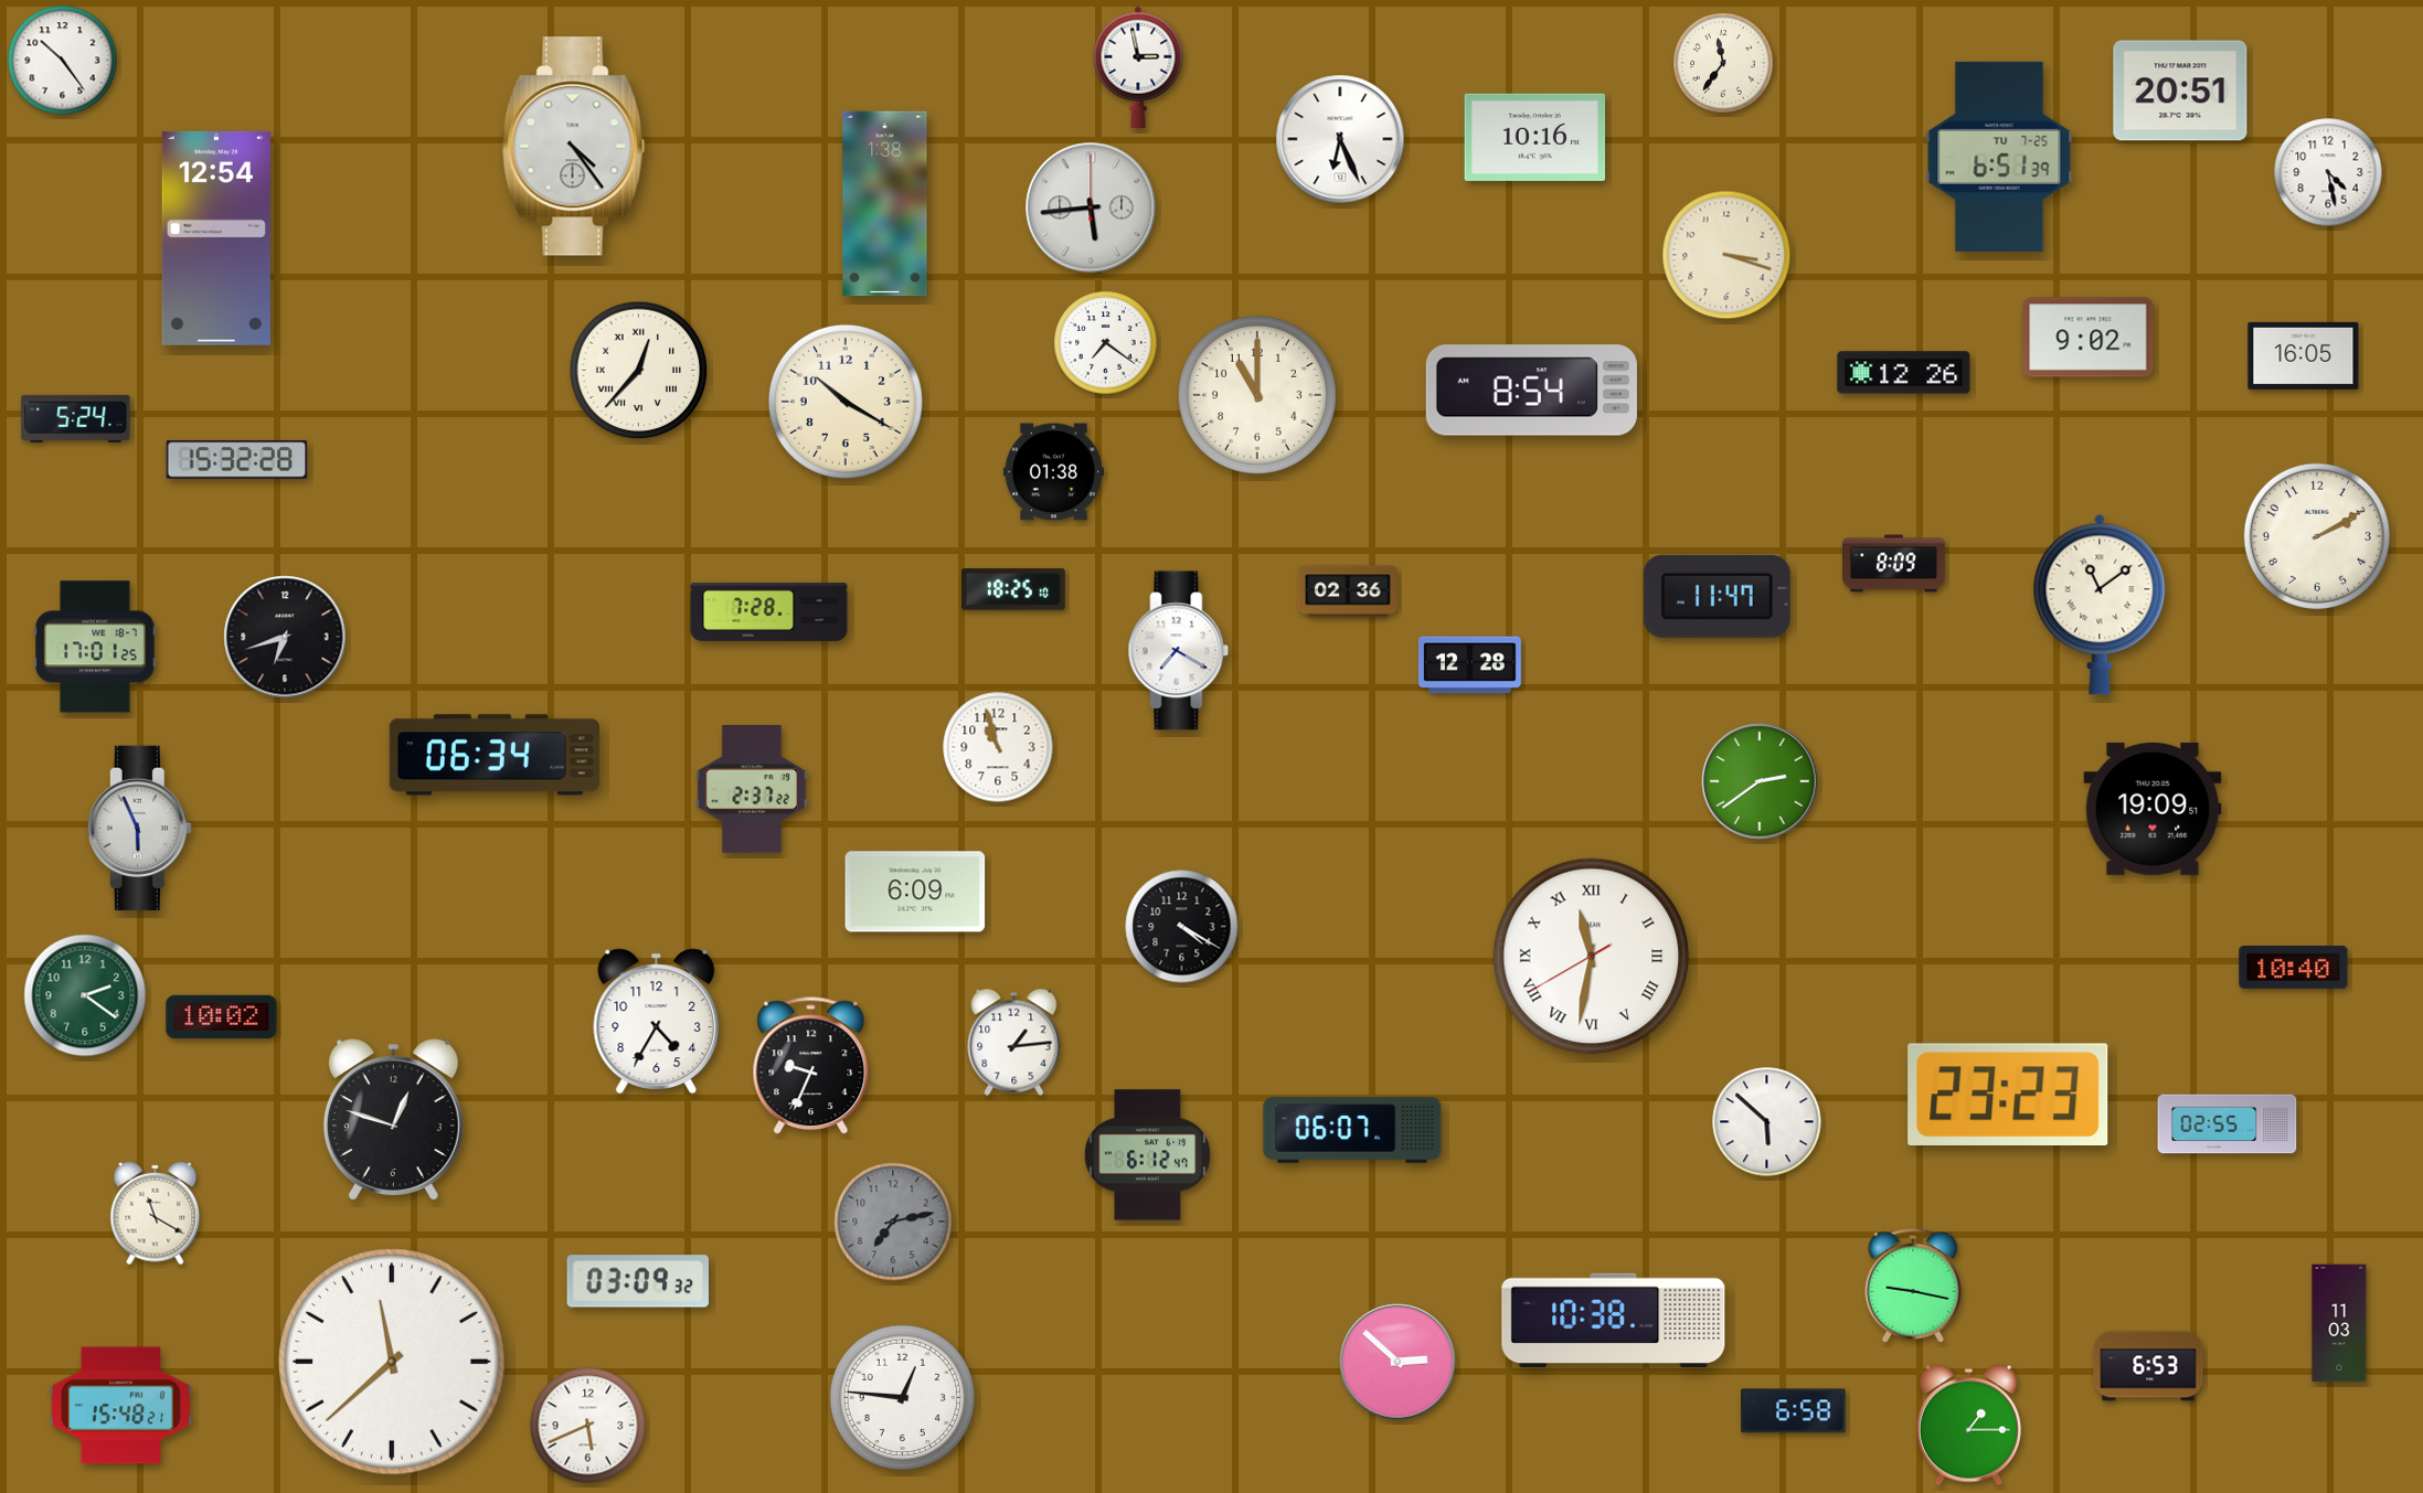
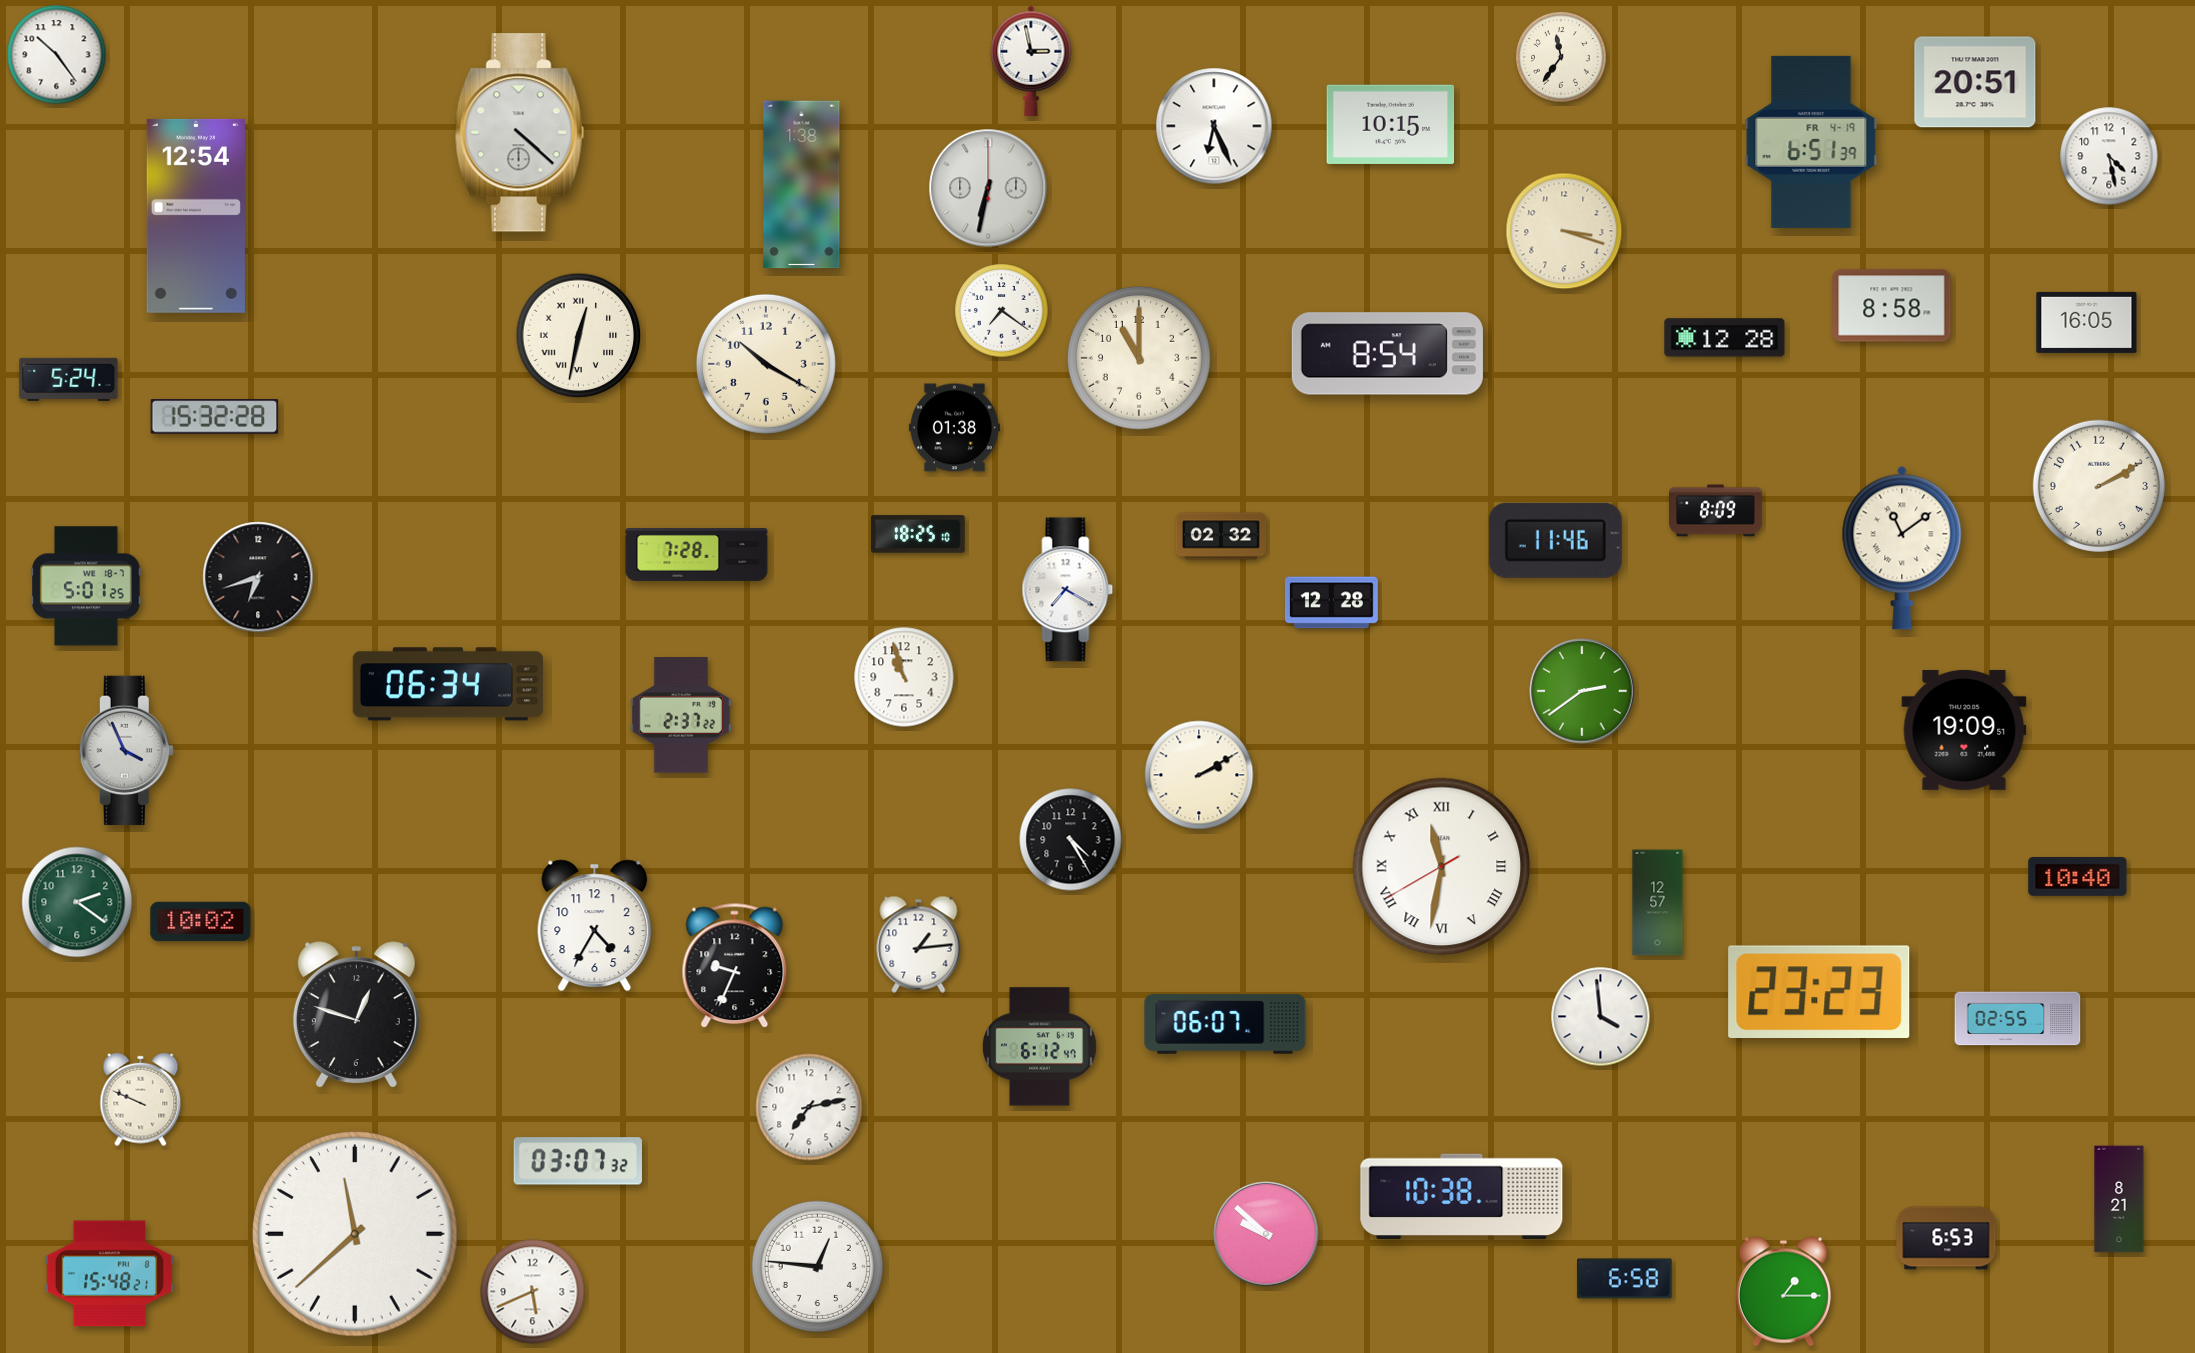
clock at (1535, 137): 10:16 -> 10:15
clock at (573, 147): 4:24 -> 4:22
clock at (1999, 157) date: TU 7-25 -> FR 4-19
clock at (1091, 207): 5:44 -> 6:32
clock at (2089, 338): 9:02 -> 8:58
clock at (639, 371): 12:37 -> 12:32
clock at (1904, 373): 12:26 -> 12:28
clock at (1348, 591): 02:36 -> 02:32
clock at (1717, 596): 11:47 -> 11:46
clock at (95, 647): 17:01 -> 5:01
clock at (1760, 781) position: (1760, 781) -> (1582, 691)
clock at (2153, 809) position: (2153, 809) -> (1964, 730)
clock at (139, 828): 5:56 -> 3:56
clock at (1199, 775): none -> 2:10
clock at (915, 892): 6:09 -> none
clock at (1182, 927): 4:20 -> 4:25
clock at (1658, 903): none -> 12:57
clock at (1767, 1122): 5:52 -> 3:59
clock at (156, 1214): 11:20 -> 9:49
clock at (893, 1222) dial: grey -> white
clock at (638, 1281): 03:09 -> 03:07
clock at (1913, 1286): 9:17 -> none
clock at (2339, 1323): 11:03 -> 8:21
clock at (1398, 1362): 2:52 -> 9:52
